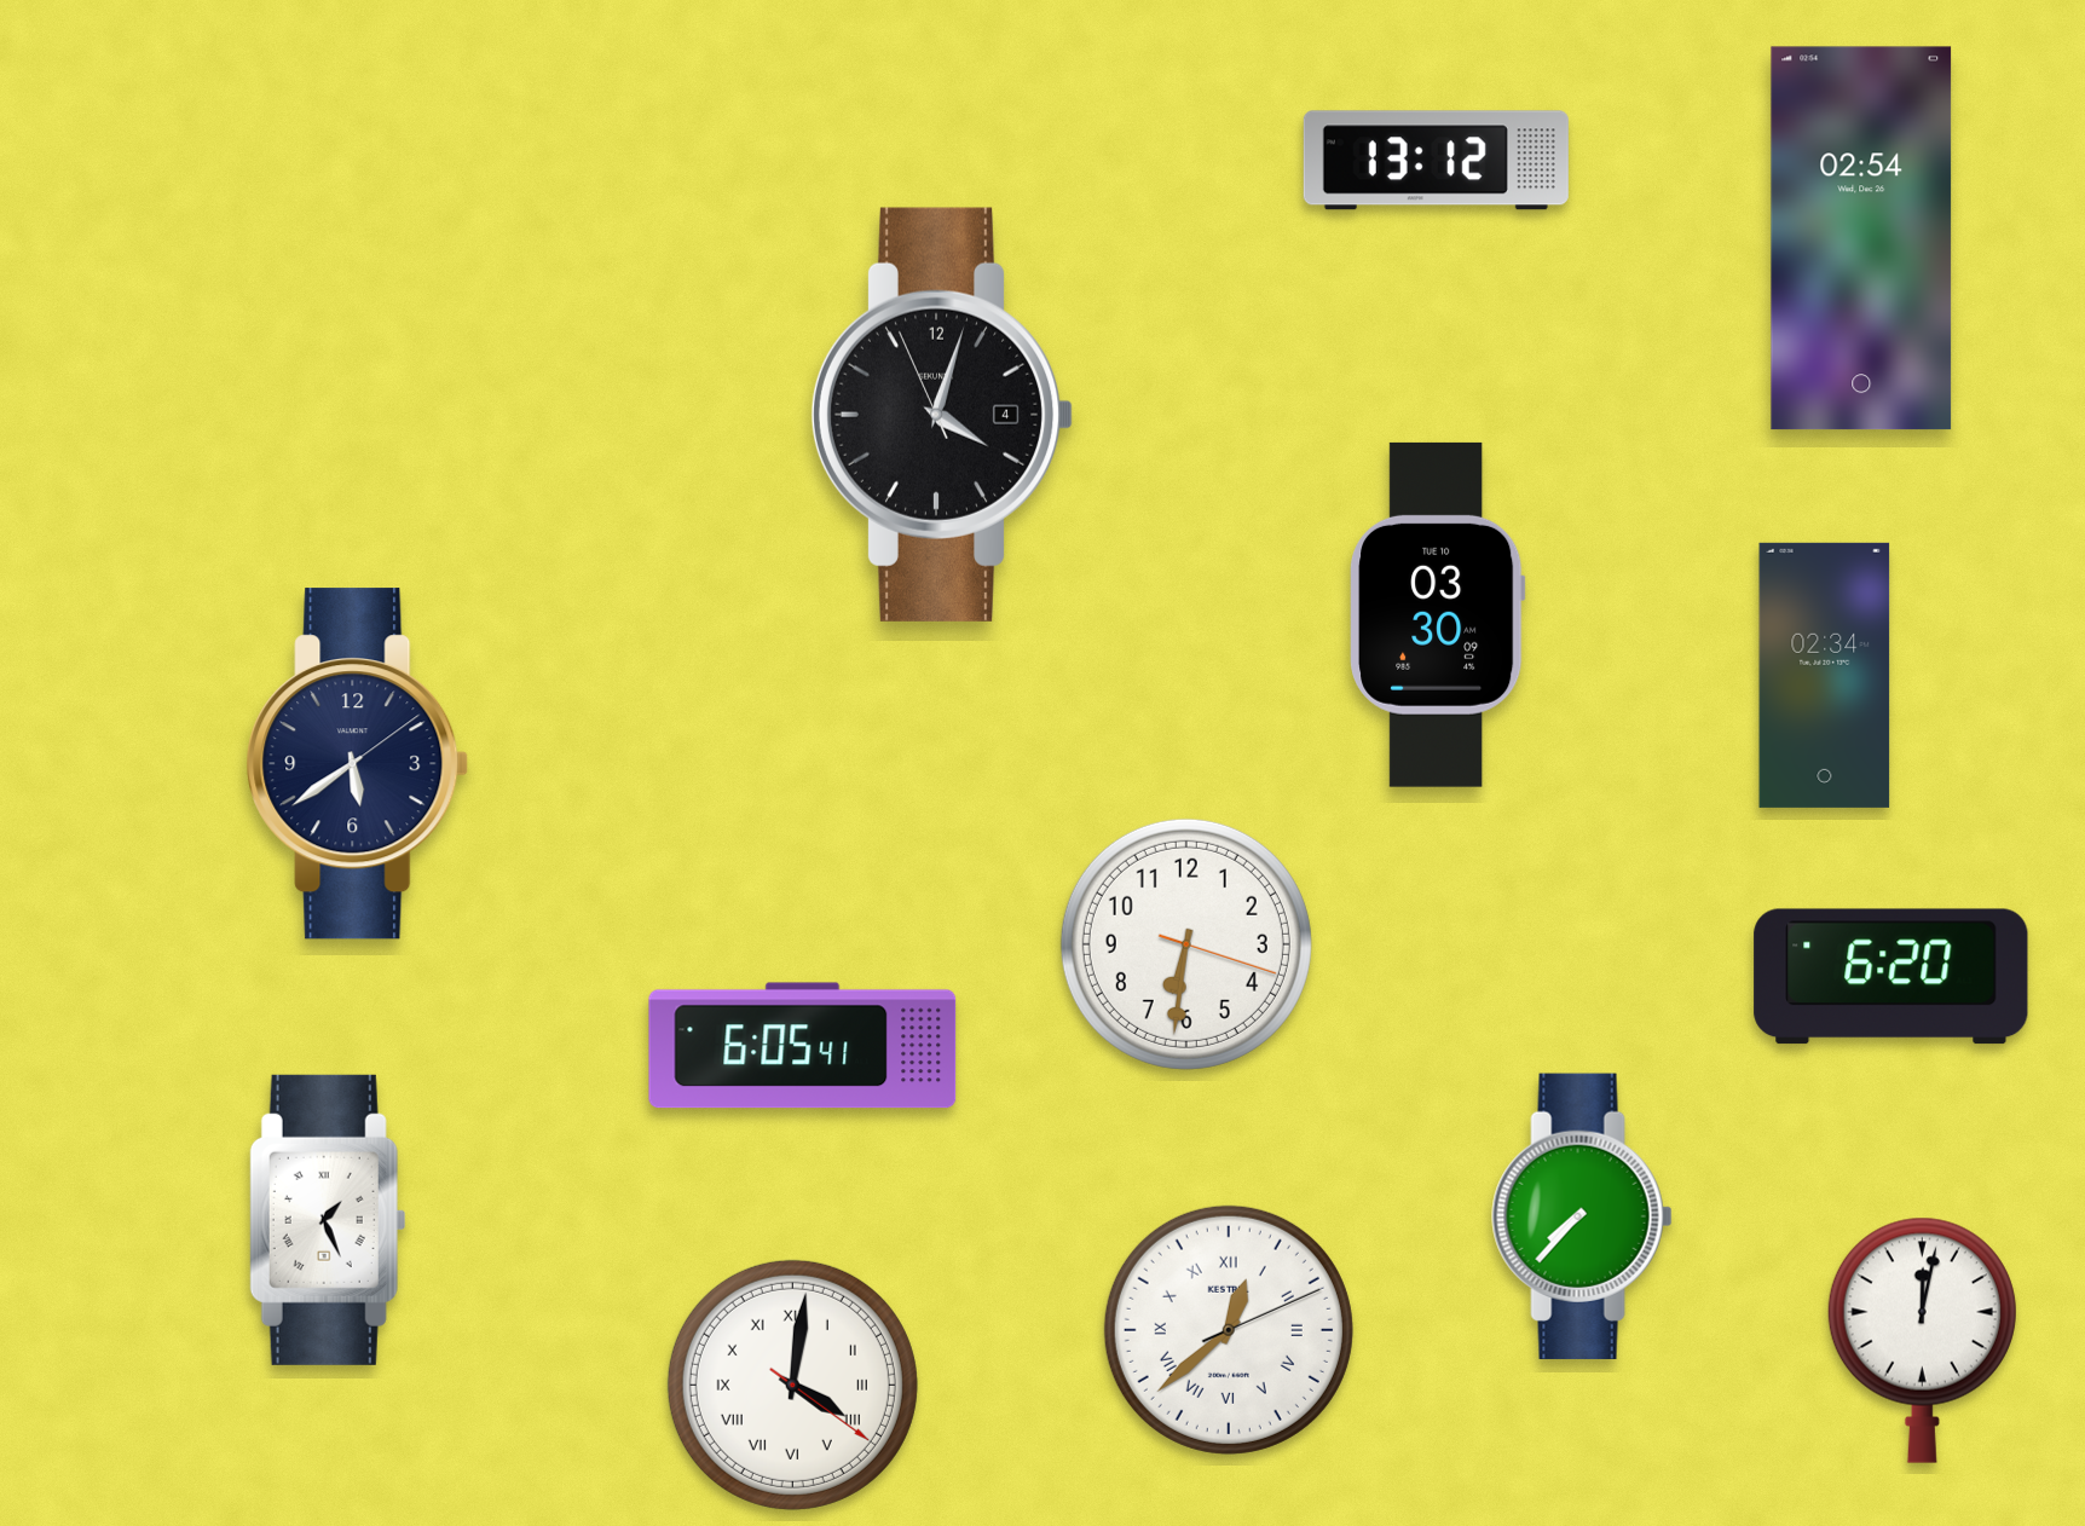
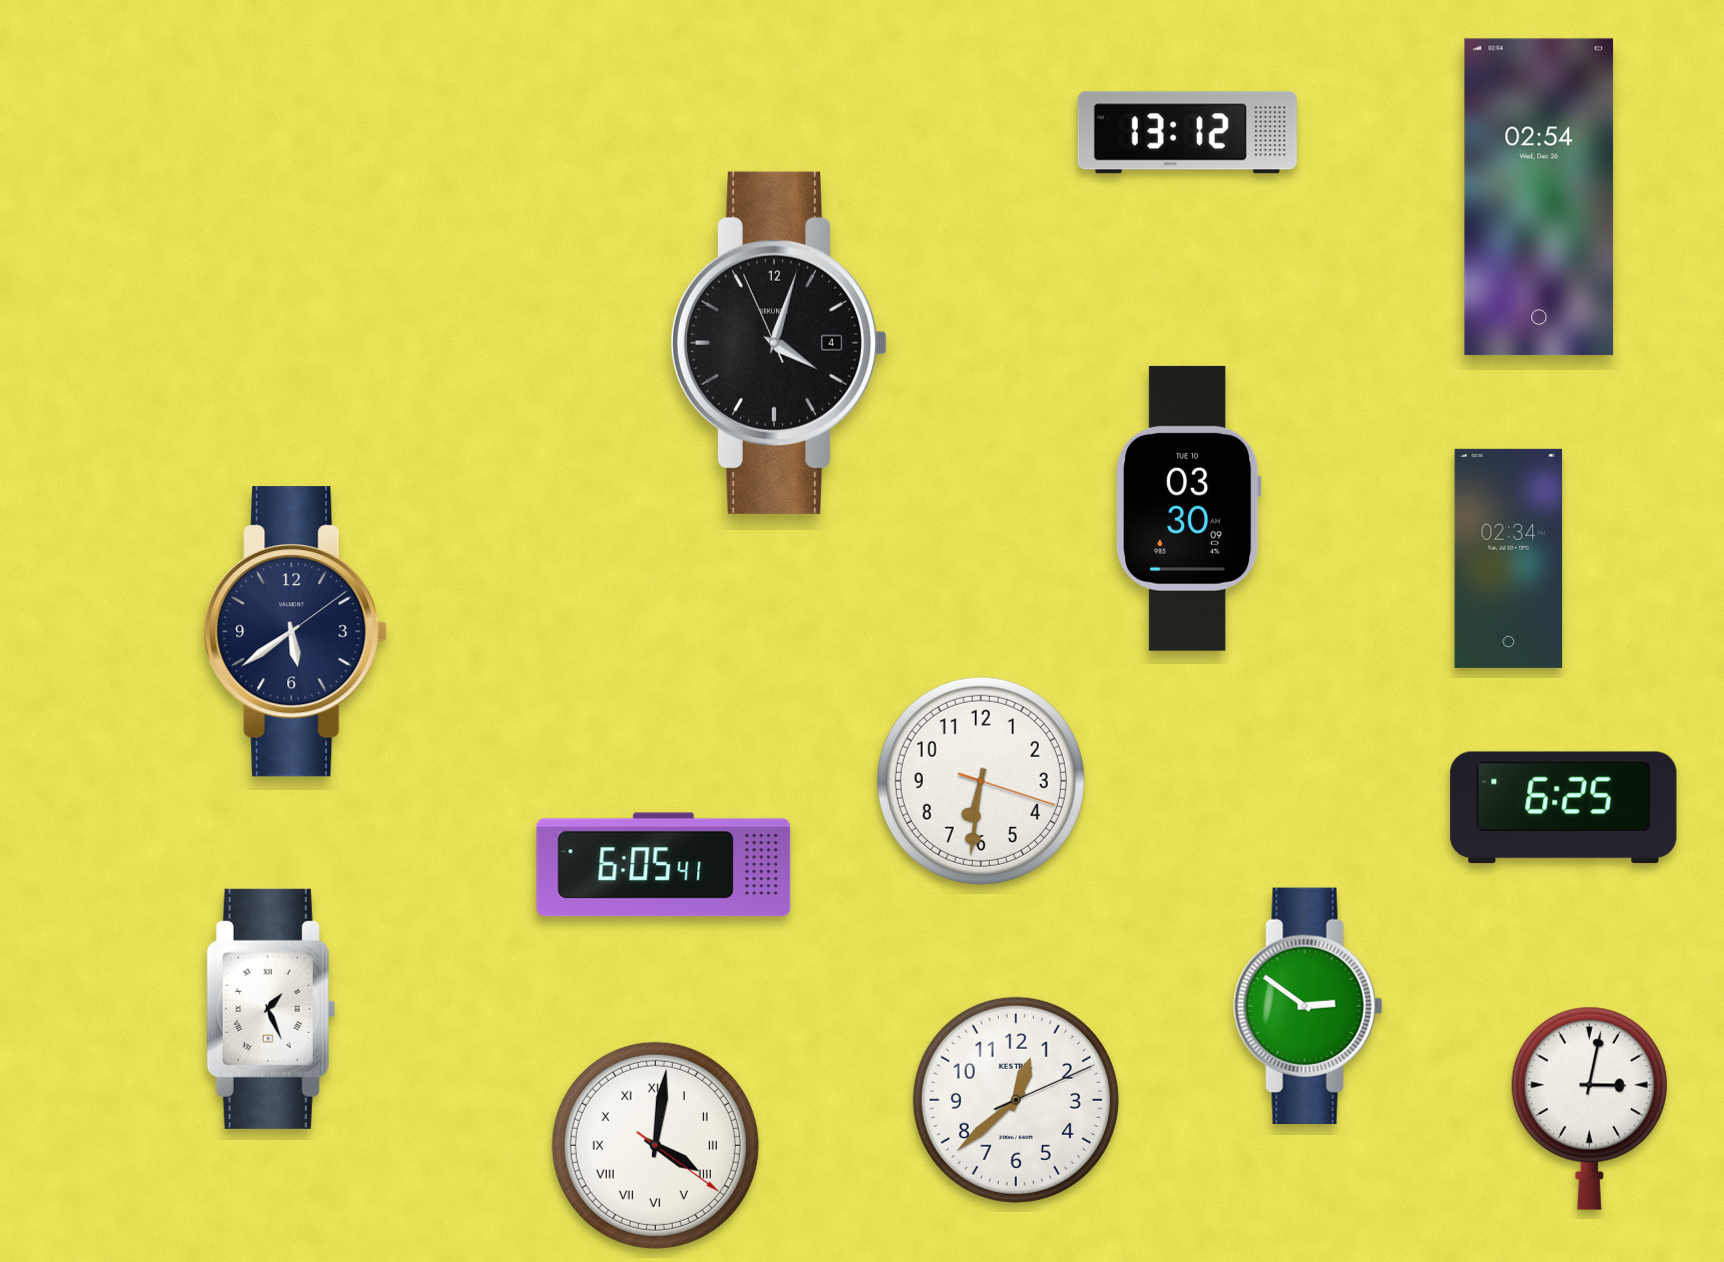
clock at (1891, 977): 6:20 -> 6:25
clock at (1582, 1216): 7:37 -> 2:51
clock at (1229, 1330) numerals: Roman -> Arabic
clock at (1922, 1340): 12:02 -> 3:02
